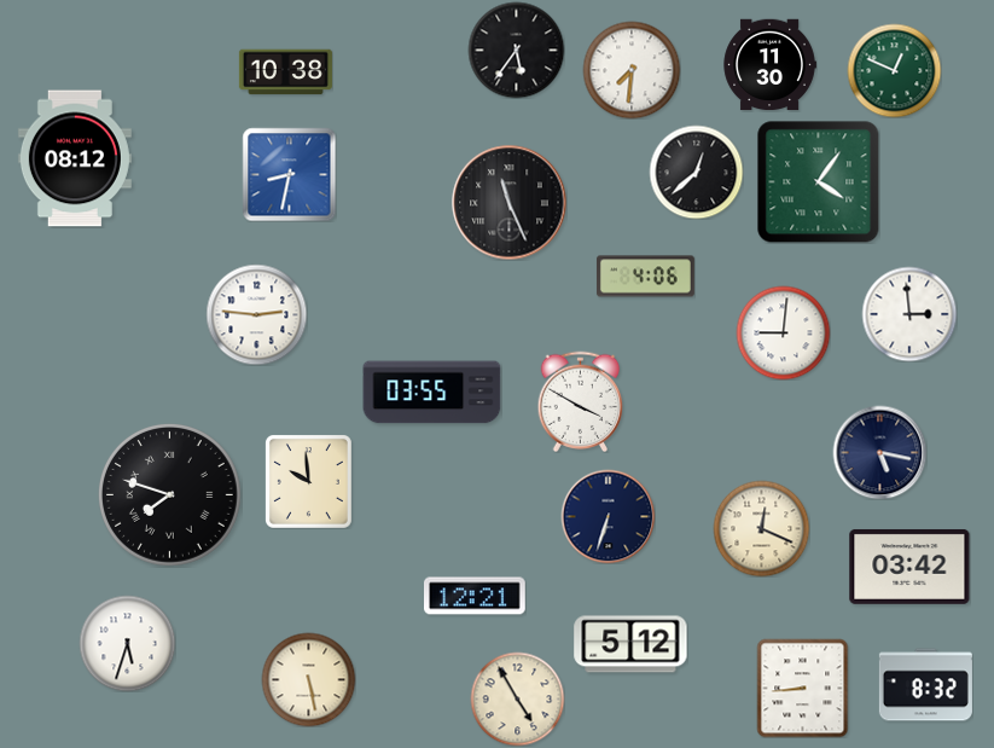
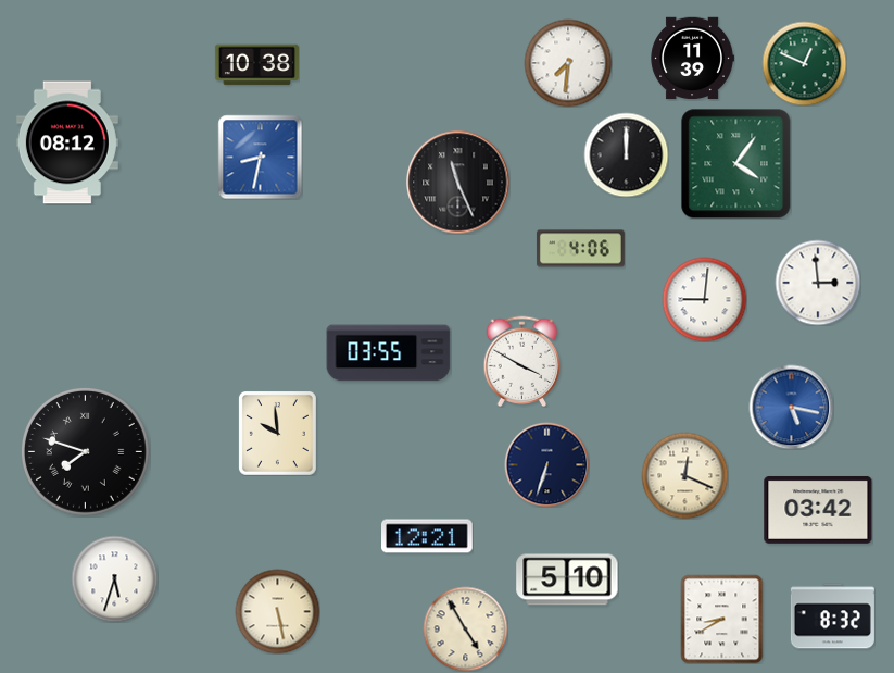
clock at (516, 50): 5:36 -> none
clock at (769, 65): 11:30 -> 11:39
clock at (696, 172): 12:38 -> 12:00
clock at (256, 314): 2:46 -> none
clock at (879, 452) dial: navy -> blue
clock at (169, 494) position: (169, 494) -> (85, 451)
clock at (630, 644): 5:12 -> 5:10
clock at (803, 688): 8:44 -> 8:40
